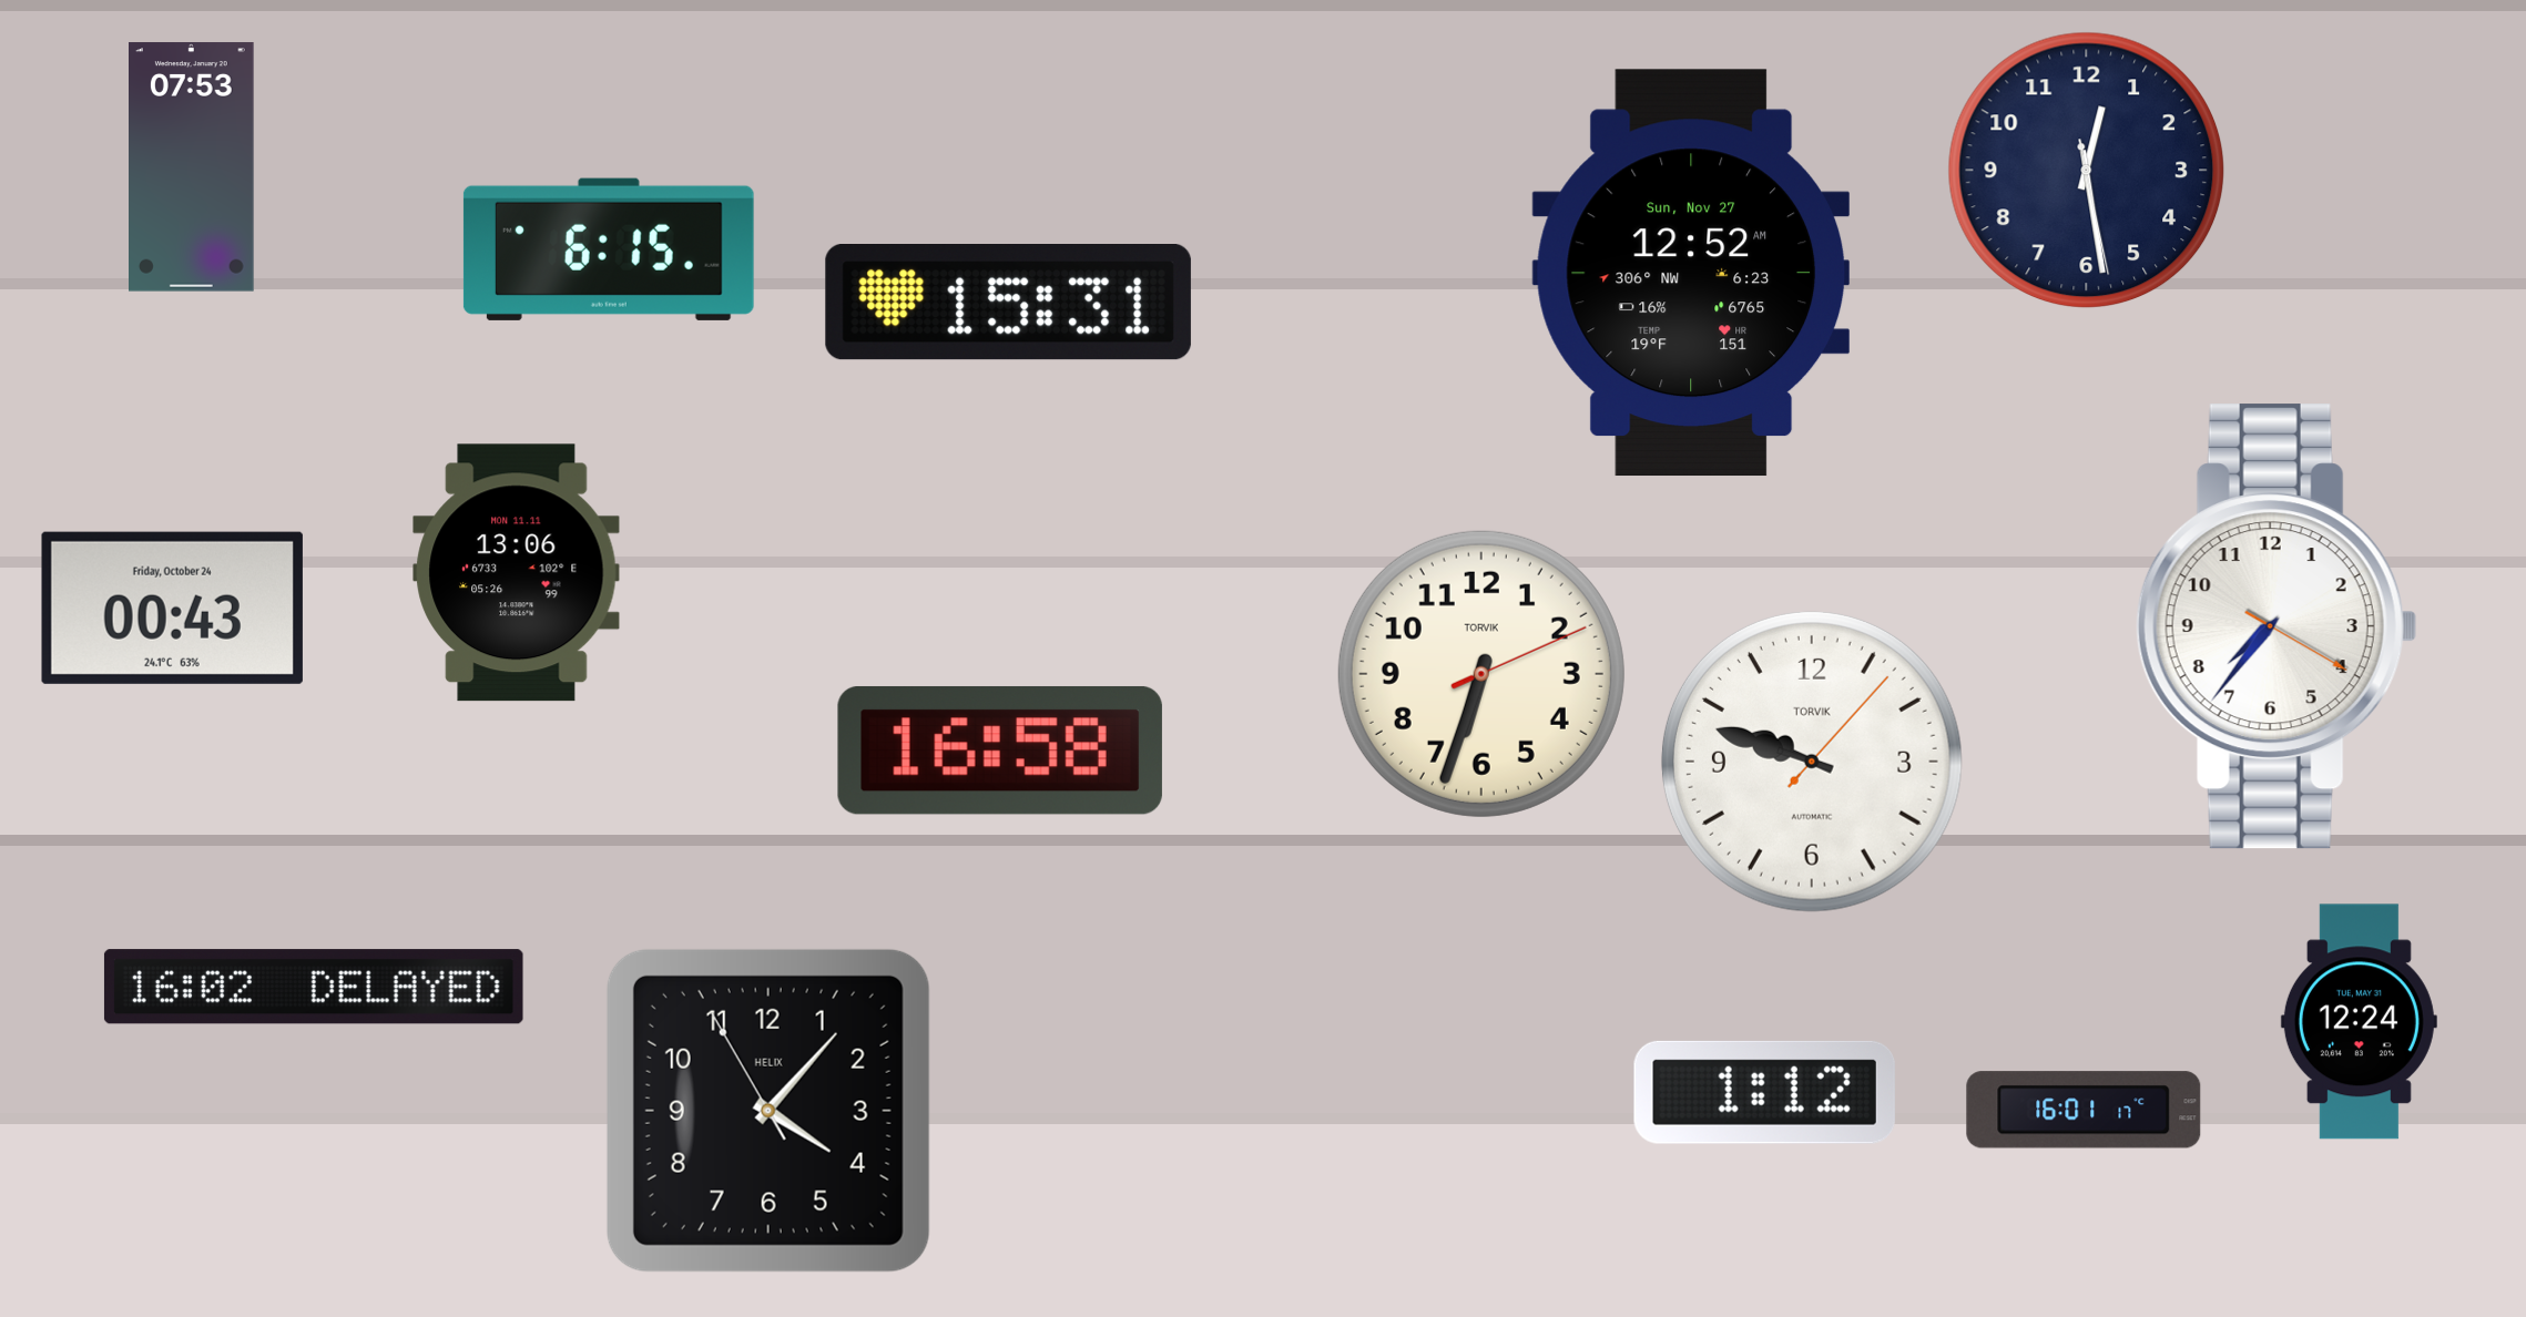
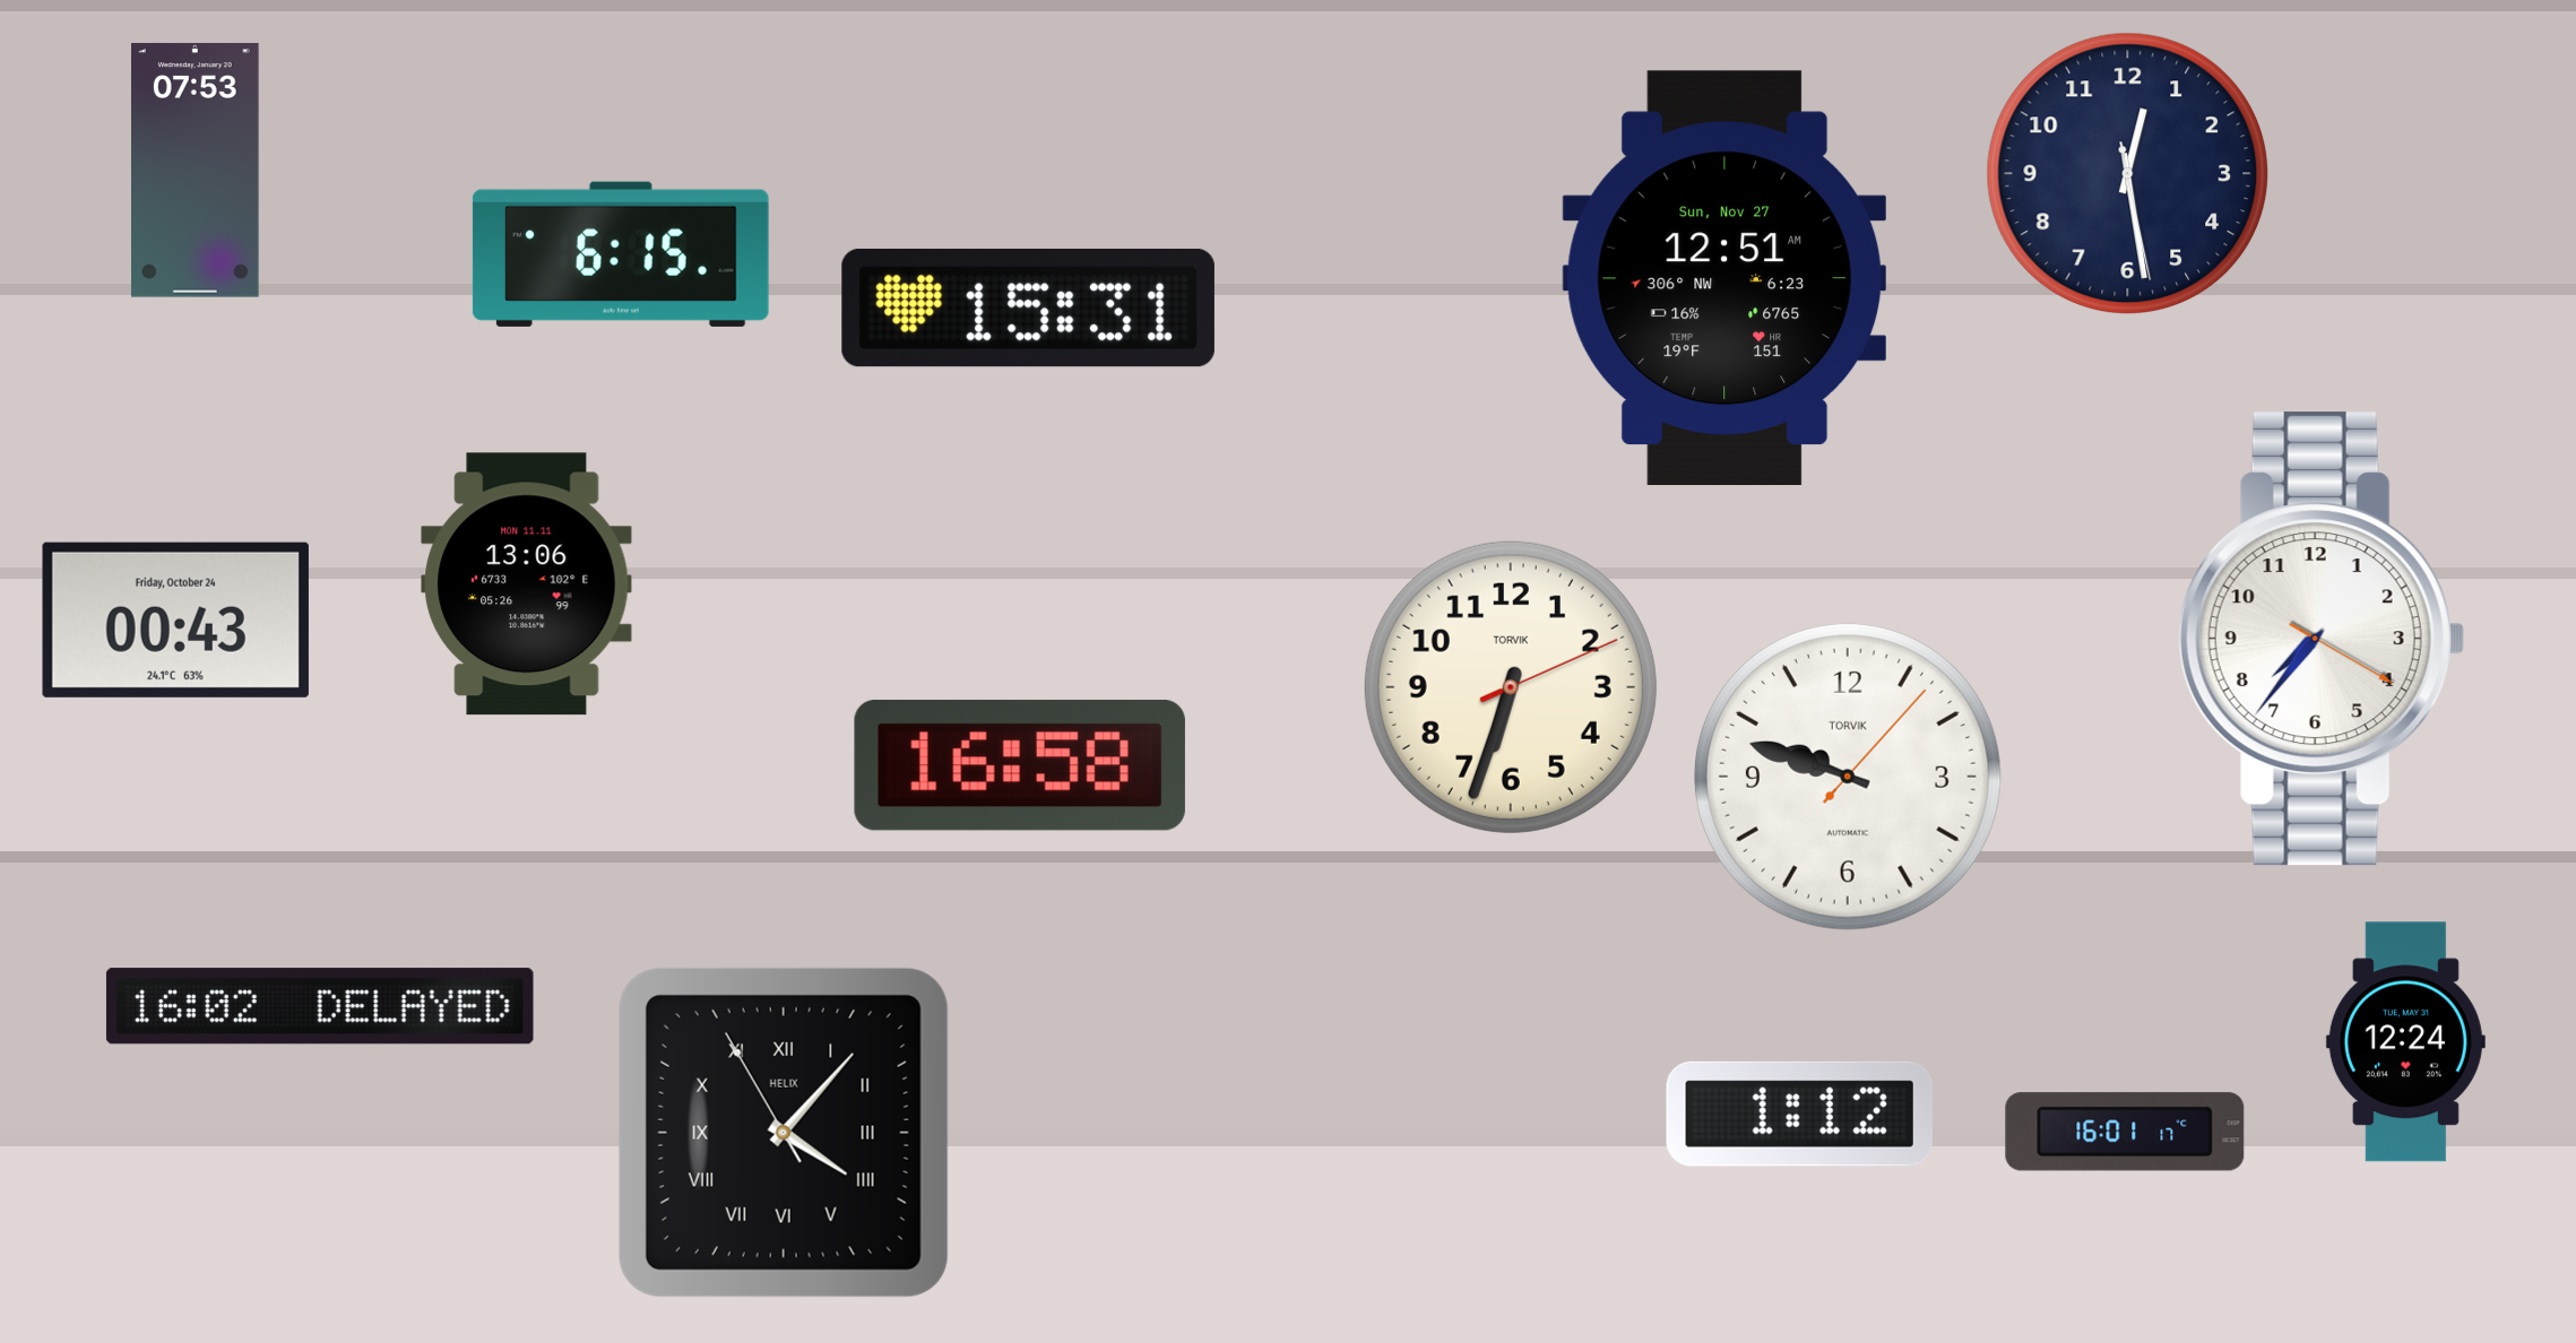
clock at (1690, 273): 12:52 -> 12:51
clock at (768, 1111) numerals: Arabic -> Roman
